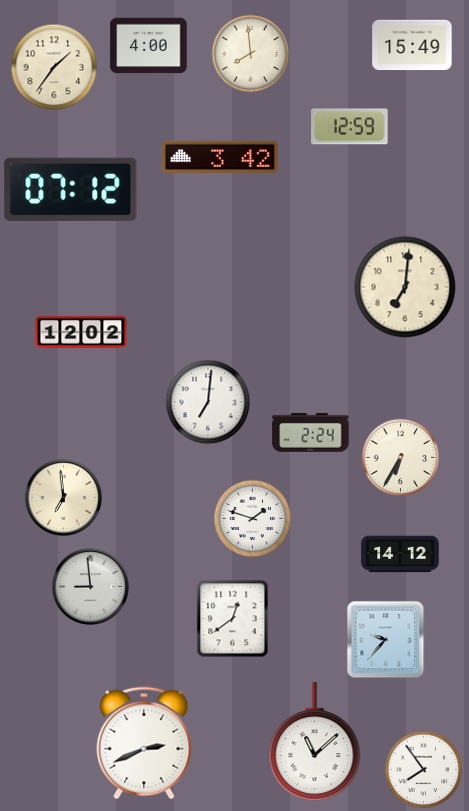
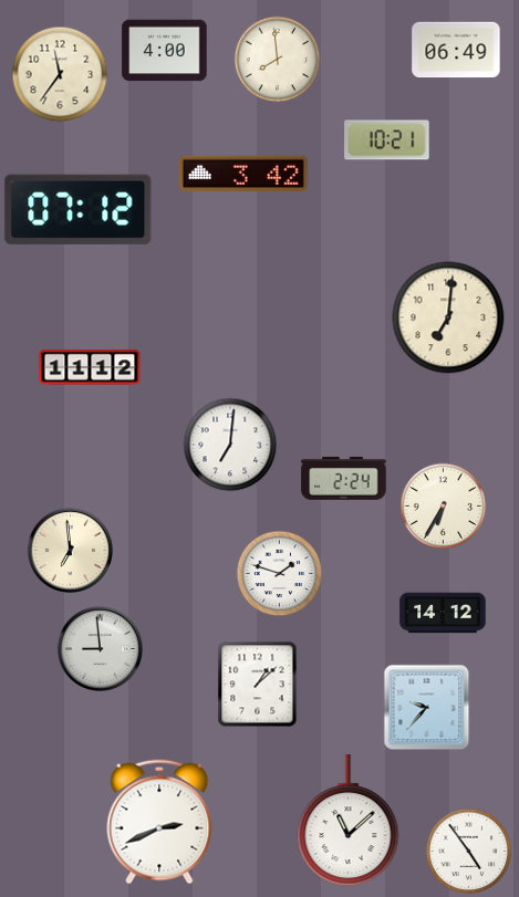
clock at (412, 45): 15:49 -> 06:49
clock at (54, 67): 1:36 -> 11:36
clock at (350, 127): 12:59 -> 10:21
clock at (81, 332): 12:02 -> 11:12
clock at (233, 618): 12:39 -> 1:08
clock at (423, 769): 7:54 -> 4:54
